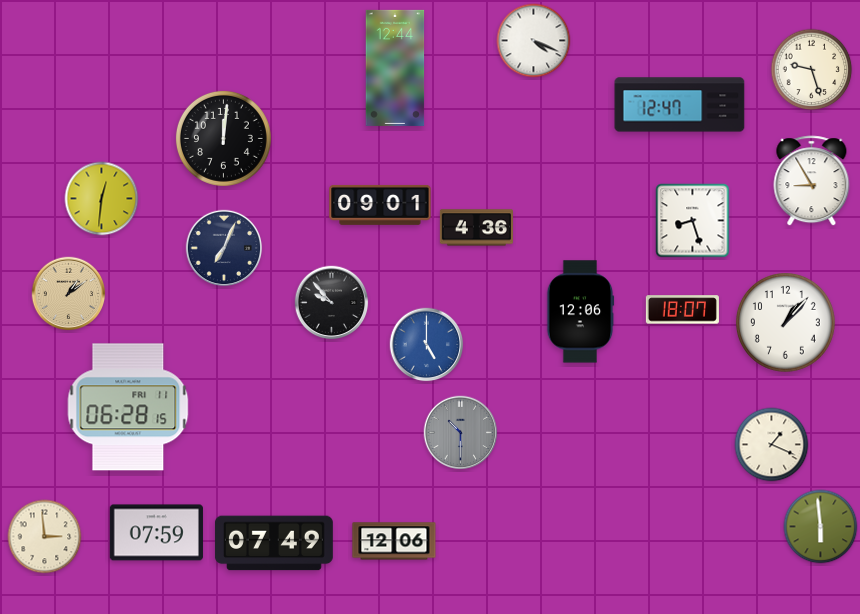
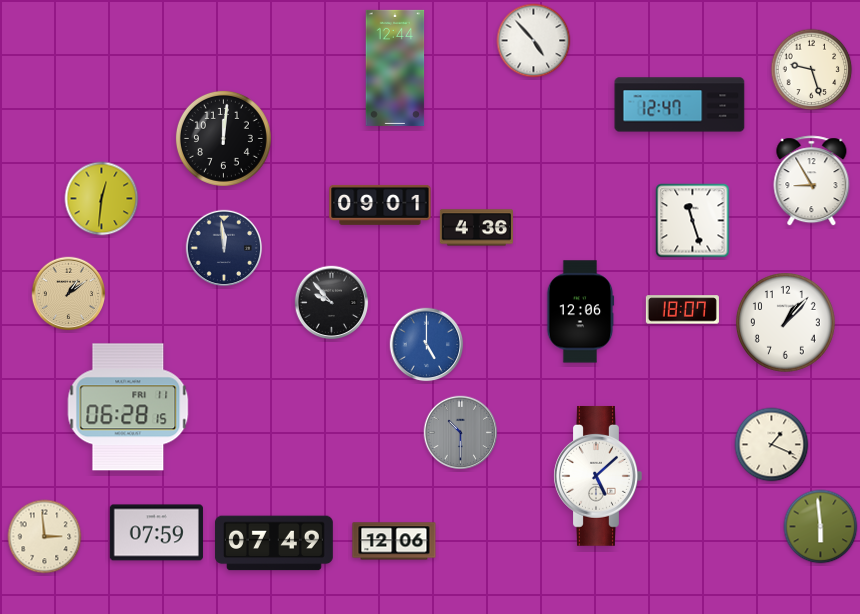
clock at (534, 41): 4:19 -> 4:53
clock at (693, 221): 8:27 -> 11:27
clock at (224, 248): 7:04 -> 11:59
clock at (598, 476): none -> 5:08
